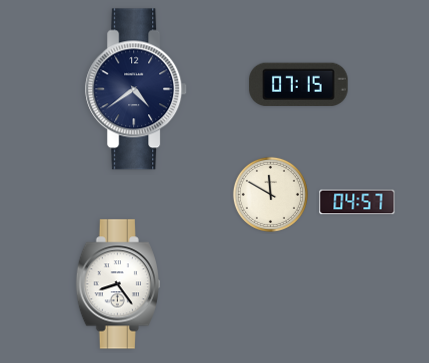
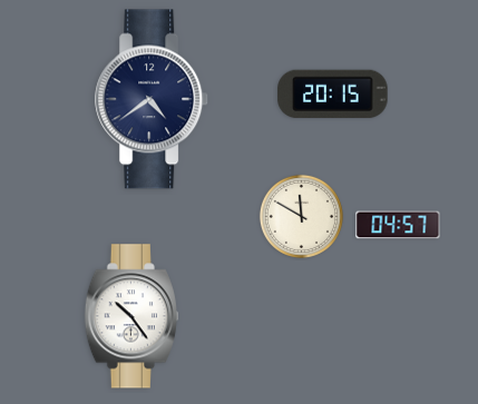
clock at (299, 85): 07:15 -> 20:15
clock at (118, 284): 8:24 -> 10:24
